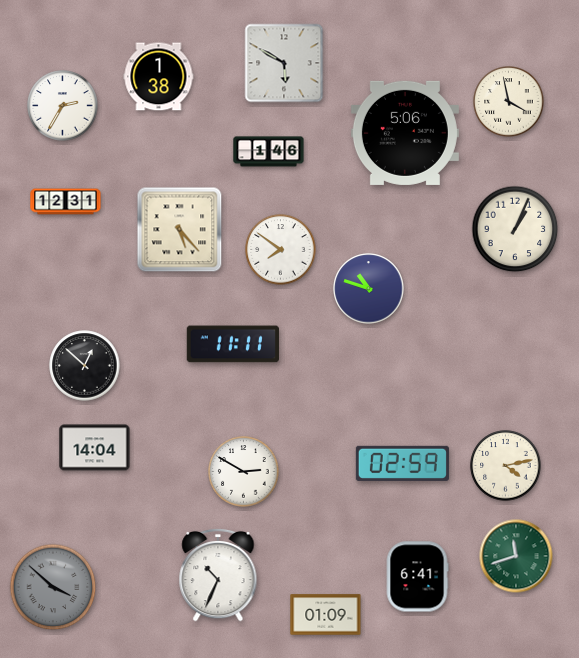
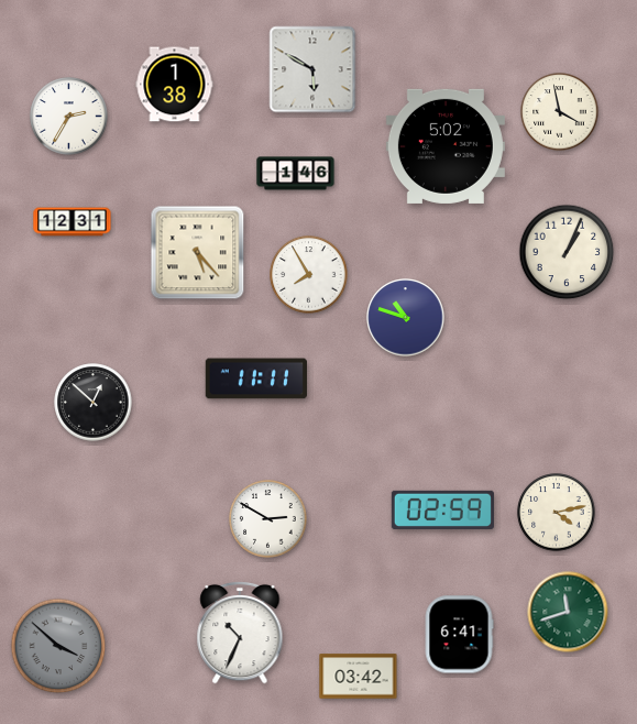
clock at (405, 133): 5:06 -> 5:02
clock at (269, 152) position: (269, 152) -> (296, 174)
clock at (281, 250): 7:51 -> 7:55
clock at (95, 448): 14:04 -> none
clock at (326, 615): 01:09 -> 03:42
